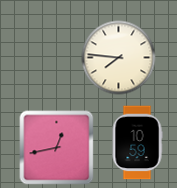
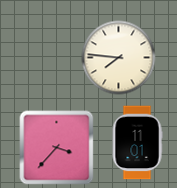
clock at (137, 143): 10:59 -> 11:01
clock at (57, 148): 12:43 -> 3:37
